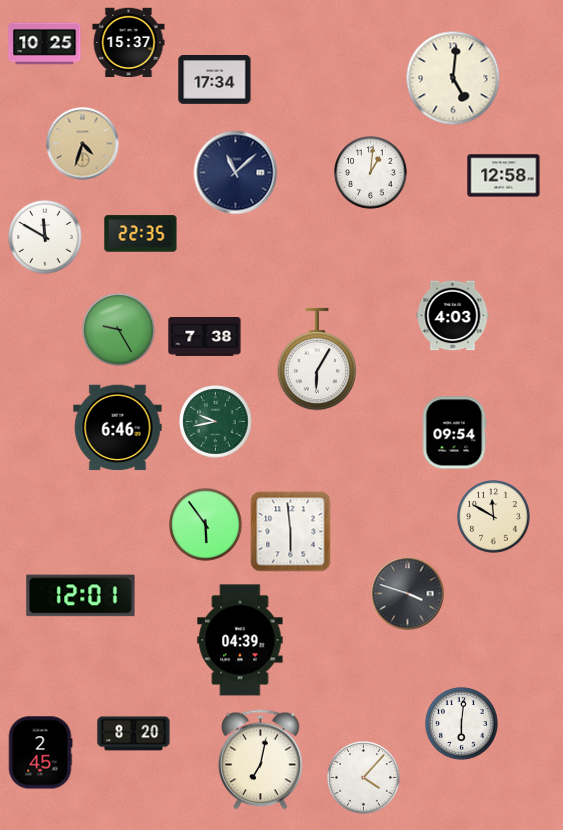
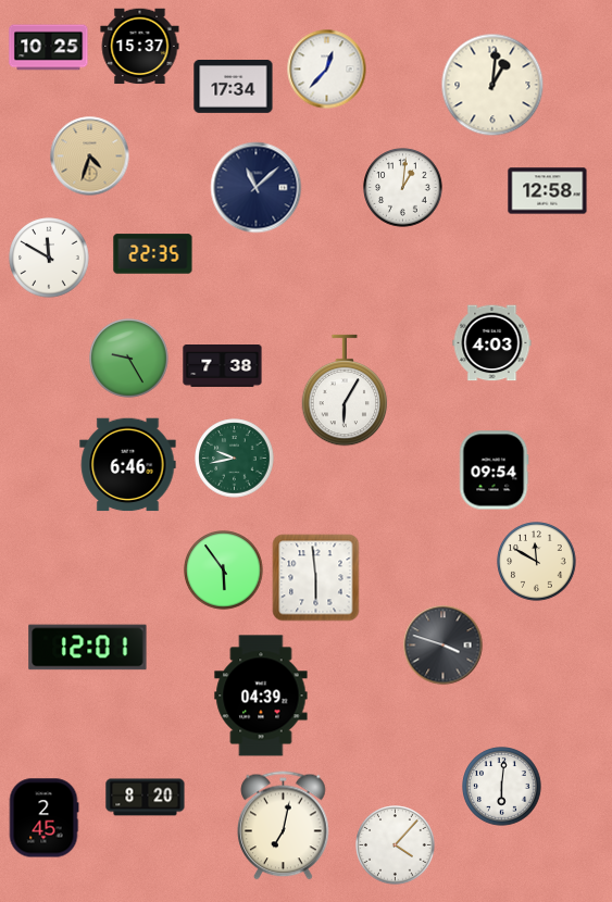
clock at (327, 70): none -> 12:37
clock at (453, 78): 5:01 -> 1:01
